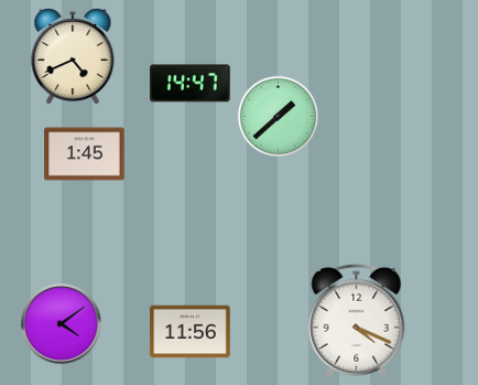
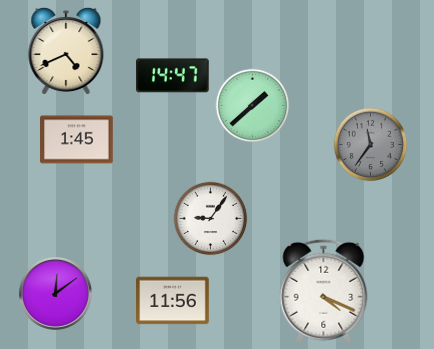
clock at (371, 145): none -> 11:36
clock at (211, 219): none -> 9:06
clock at (61, 323): 4:09 -> 12:09
